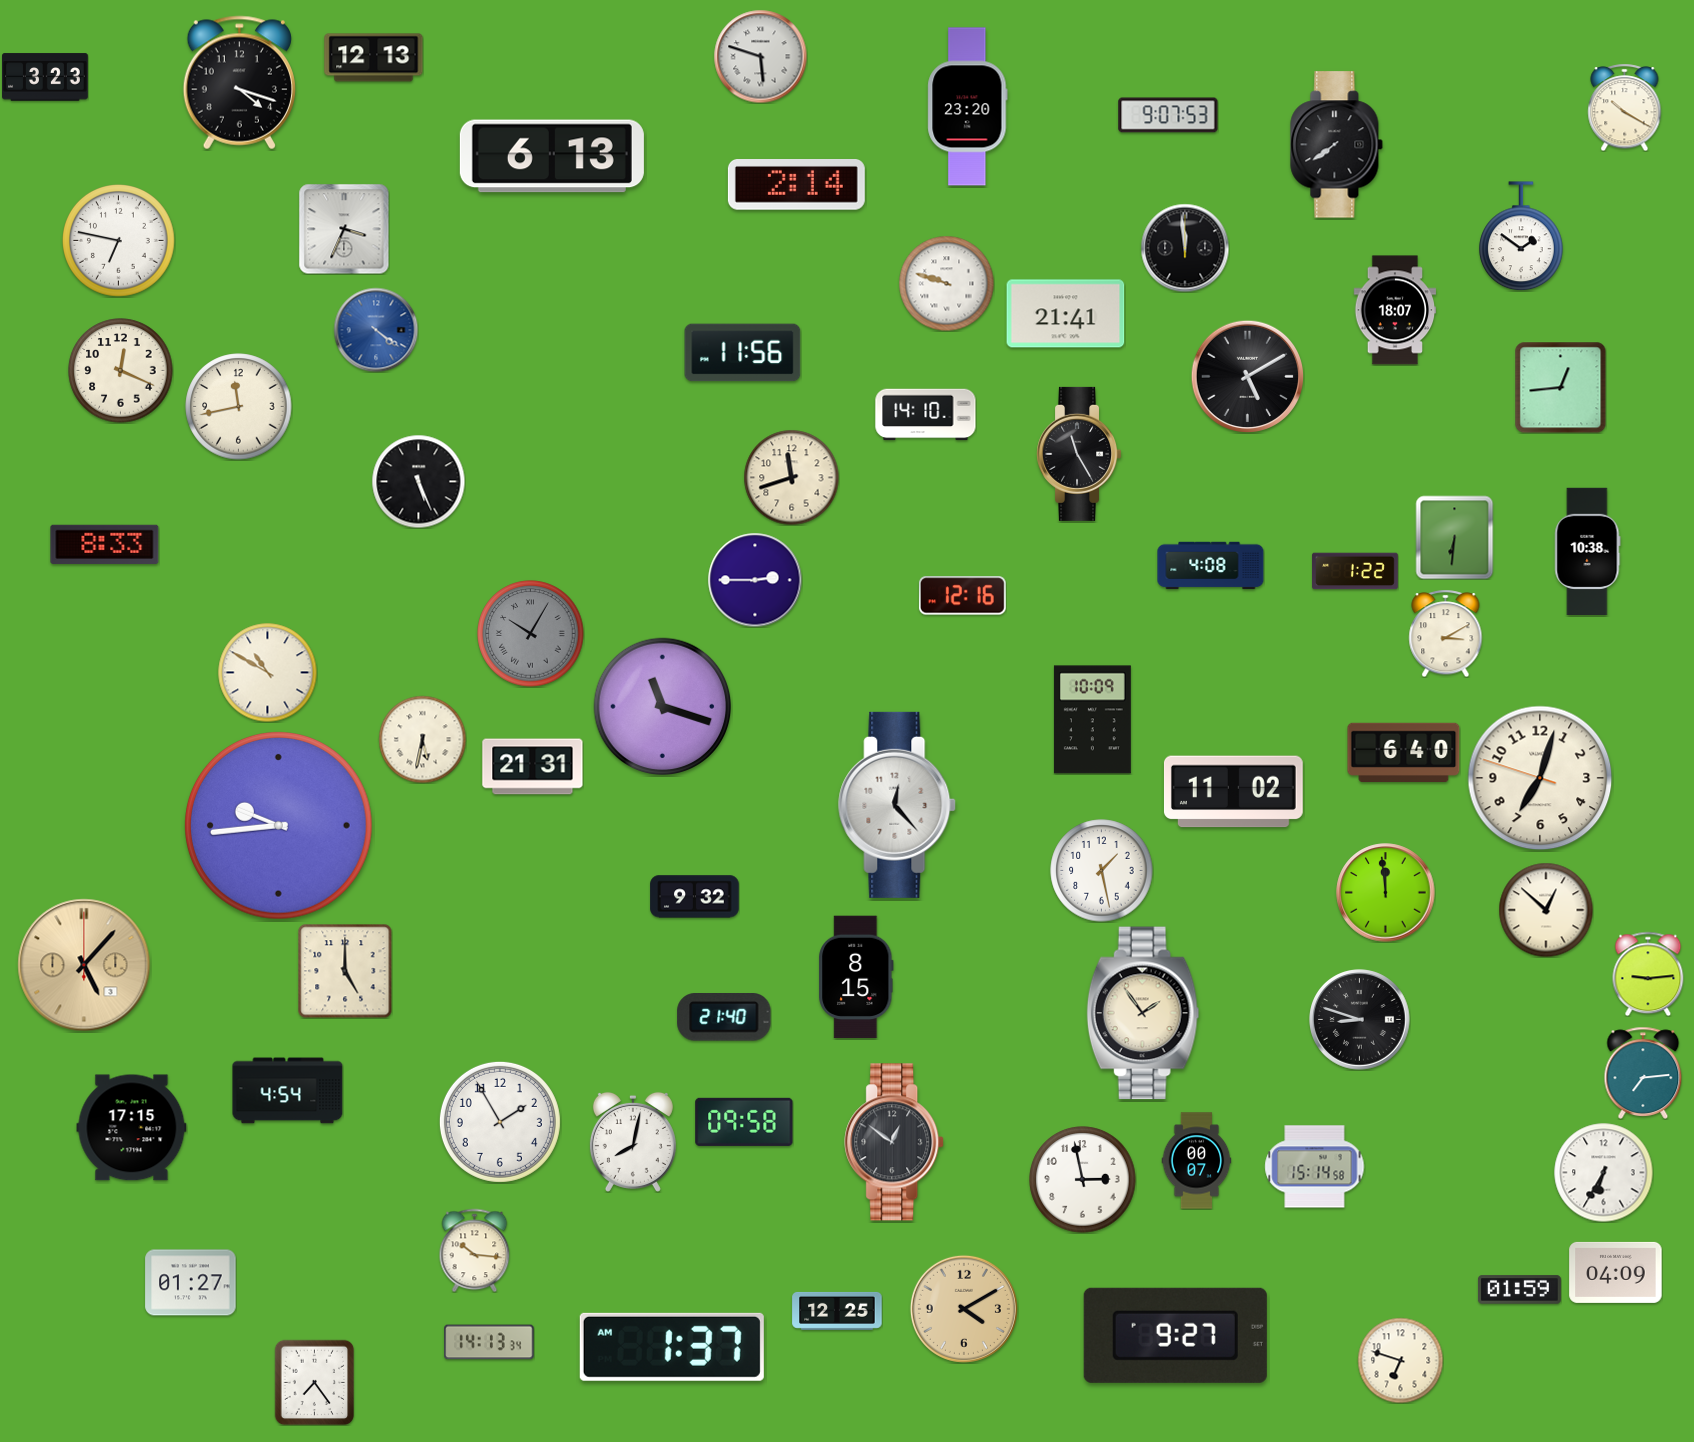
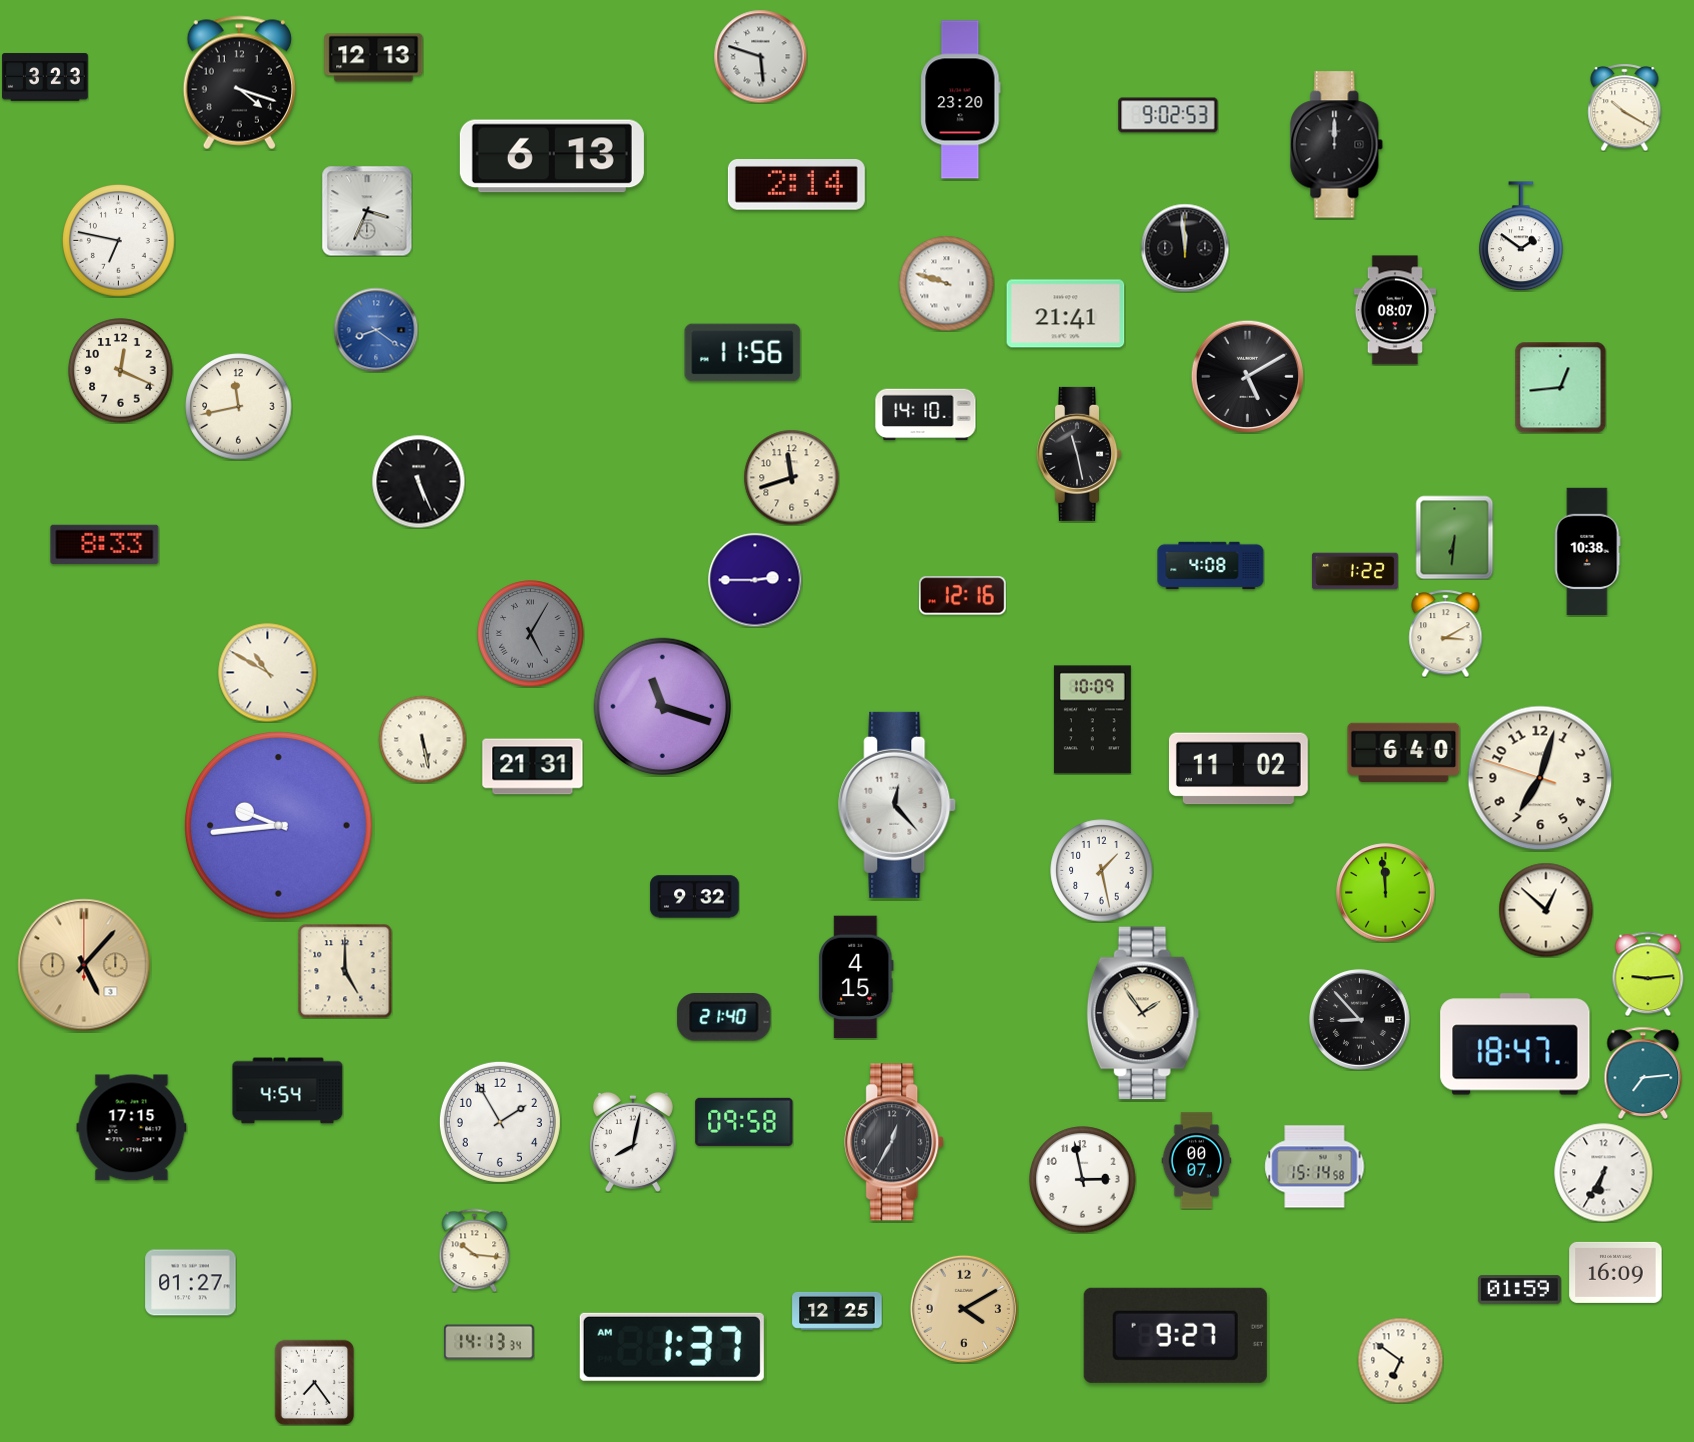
clock at (968, 107) position: (968, 107) -> (961, 100)
clock at (1168, 115): 9:07 -> 9:02
clock at (1337, 145): 7:39 -> 12:00
clock at (344, 229) position: (344, 229) -> (367, 211)
clock at (1395, 310): 18:07 -> 08:07
clock at (376, 330): 4:21 -> 8:21
clock at (1079, 454): 11:25 -> 11:28
clock at (531, 634): 10:05 -> 5:05
clock at (422, 739): 5:32 -> 5:28
clock at (1233, 792) position: (1233, 792) -> (1238, 769)
clock at (856, 977): 8:15 -> 4:15
clock at (1360, 1020): 8:48 -> 8:53
clock at (1515, 1044): none -> 18:47
clock at (895, 1142): 12:51 -> 12:35
clock at (1616, 1272): 04:09 -> 16:09
clock at (1400, 1360): 6:48 -> 6:51
